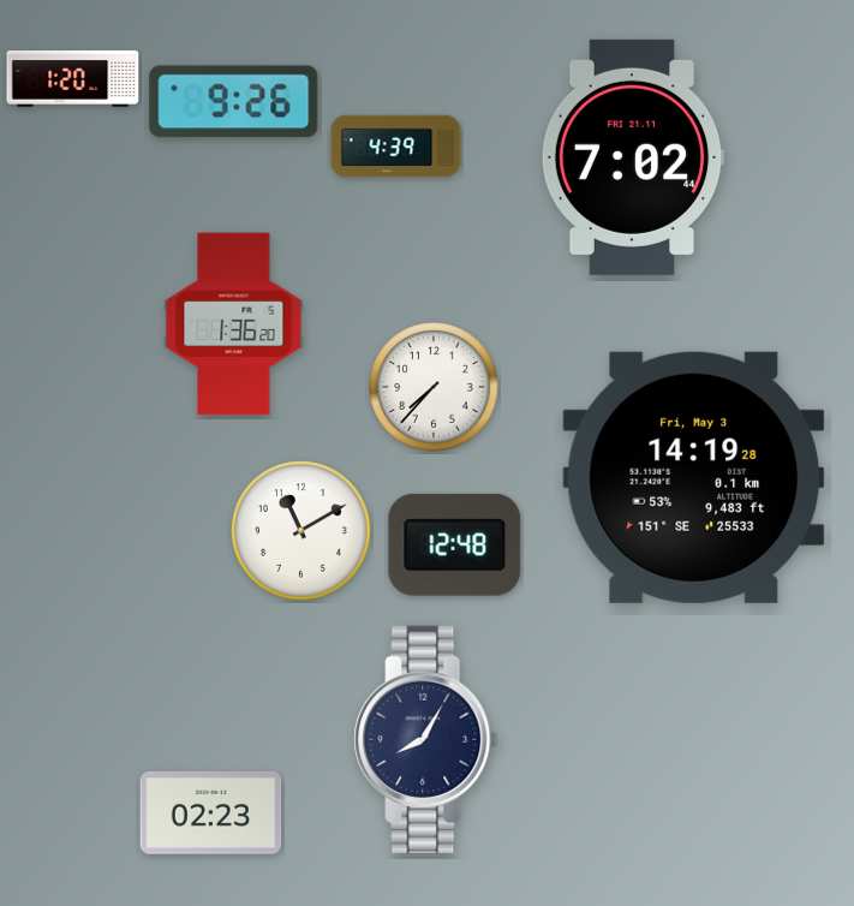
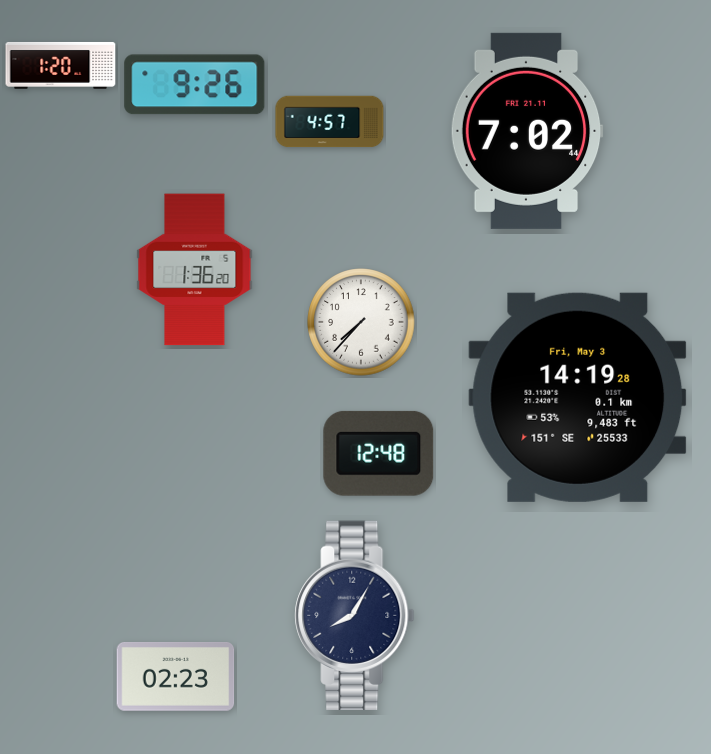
clock at (396, 147): 4:39 -> 4:57
clock at (301, 531): 11:10 -> none
